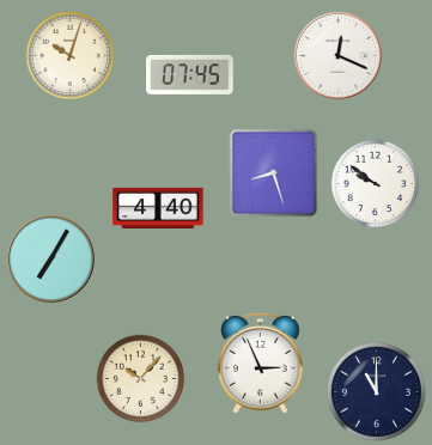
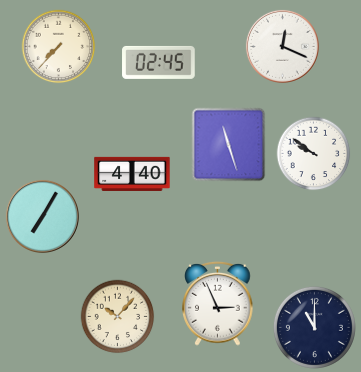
clock at (71, 56): 10:03 -> 7:37
clock at (190, 74): 07:45 -> 02:45
clock at (274, 173): 8:27 -> 11:27
